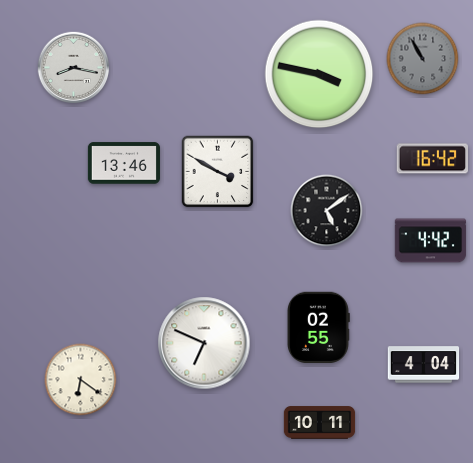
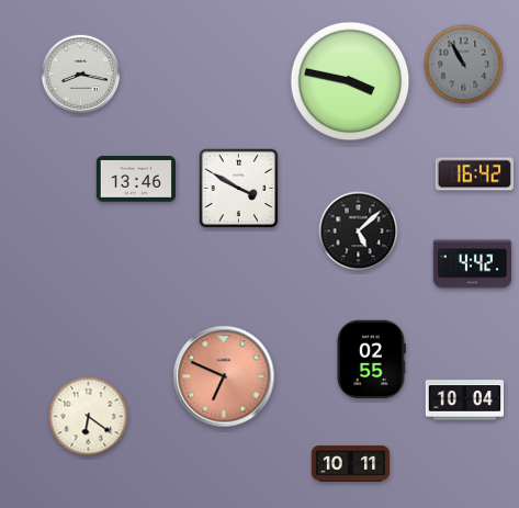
clock at (327, 211): 5:09 -> 5:08
clock at (318, 327) position: (318, 327) -> (371, 359)
clock at (204, 343) dial: white -> salmon
clock at (424, 365): 4:04 -> 10:04
